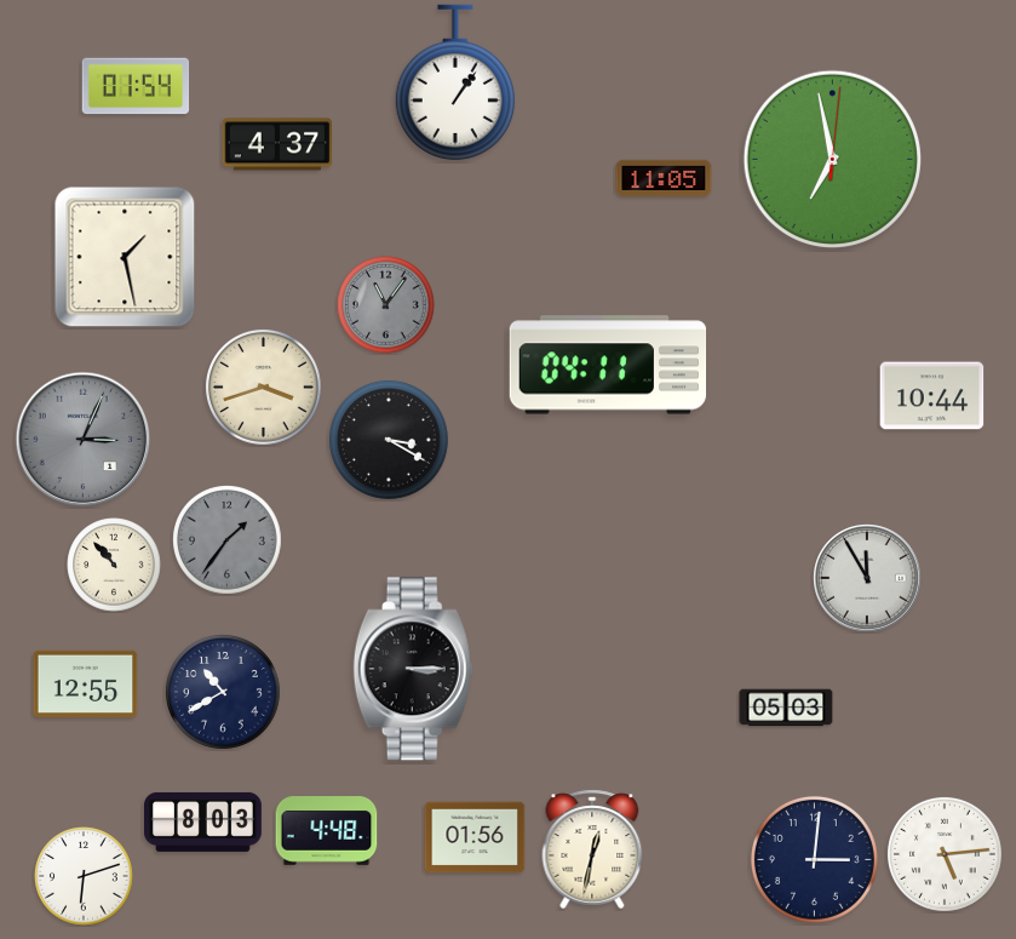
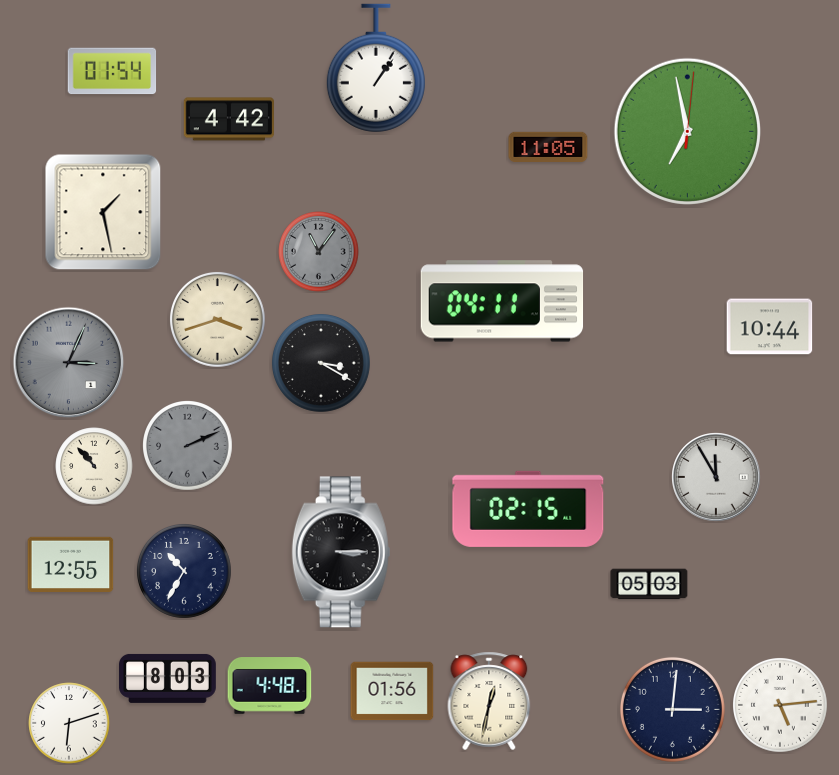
clock at (276, 144): 4:37 -> 4:42
clock at (228, 540): 1:36 -> 2:11
clock at (528, 509): none -> 02:15
clock at (224, 693): 10:40 -> 10:35
